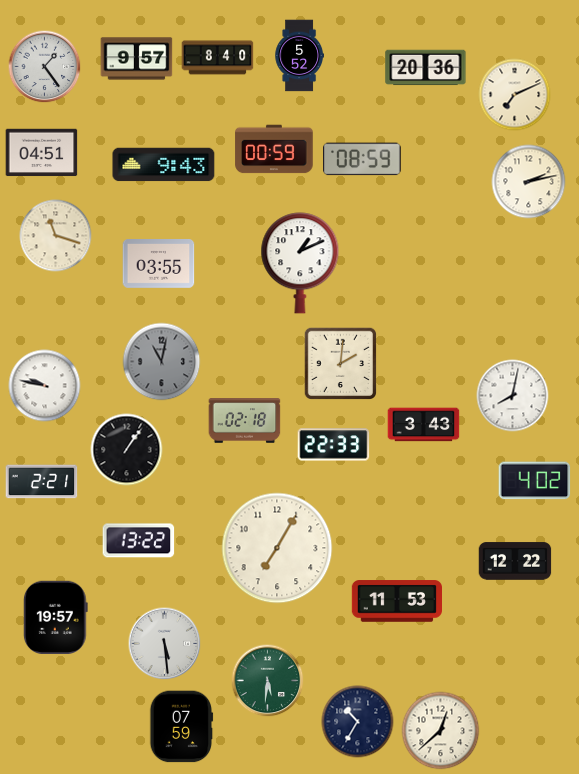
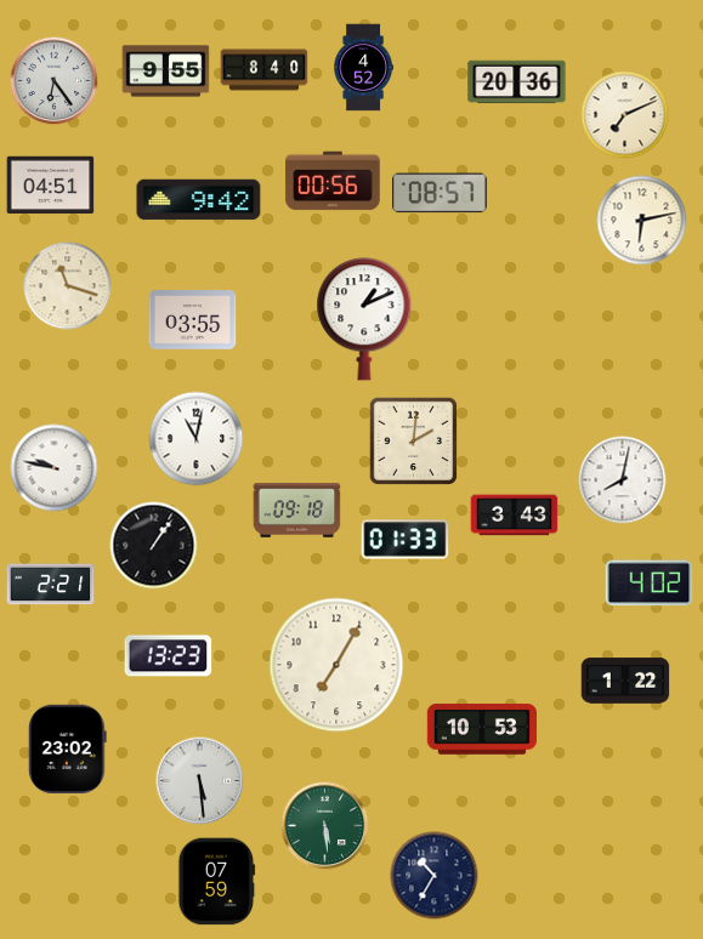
clock at (299, 56): 5:52 -> 4:52
clock at (137, 59): 9:57 -> 9:55
clock at (45, 67): 1:24 -> 6:24
clock at (274, 149): 00:59 -> 00:56
clock at (362, 159): 08:59 -> 08:57
clock at (164, 165): 9:43 -> 9:42
clock at (529, 182): 2:13 -> 6:13
clock at (162, 362) dial: grey -> white
clock at (245, 421): 02:18 -> 09:18
clock at (334, 445): 22:33 -> 01:33
clock at (139, 541): 13:22 -> 13:23
clock at (515, 561): 12:22 -> 1:22
clock at (396, 601): 11:53 -> 10:53
clock at (56, 617): 19:57 -> 23:02
clock at (268, 681): 5:31 -> 5:29
clock at (182, 727) position: (182, 727) -> (217, 882)
clock at (441, 731): 12:38 -> none
